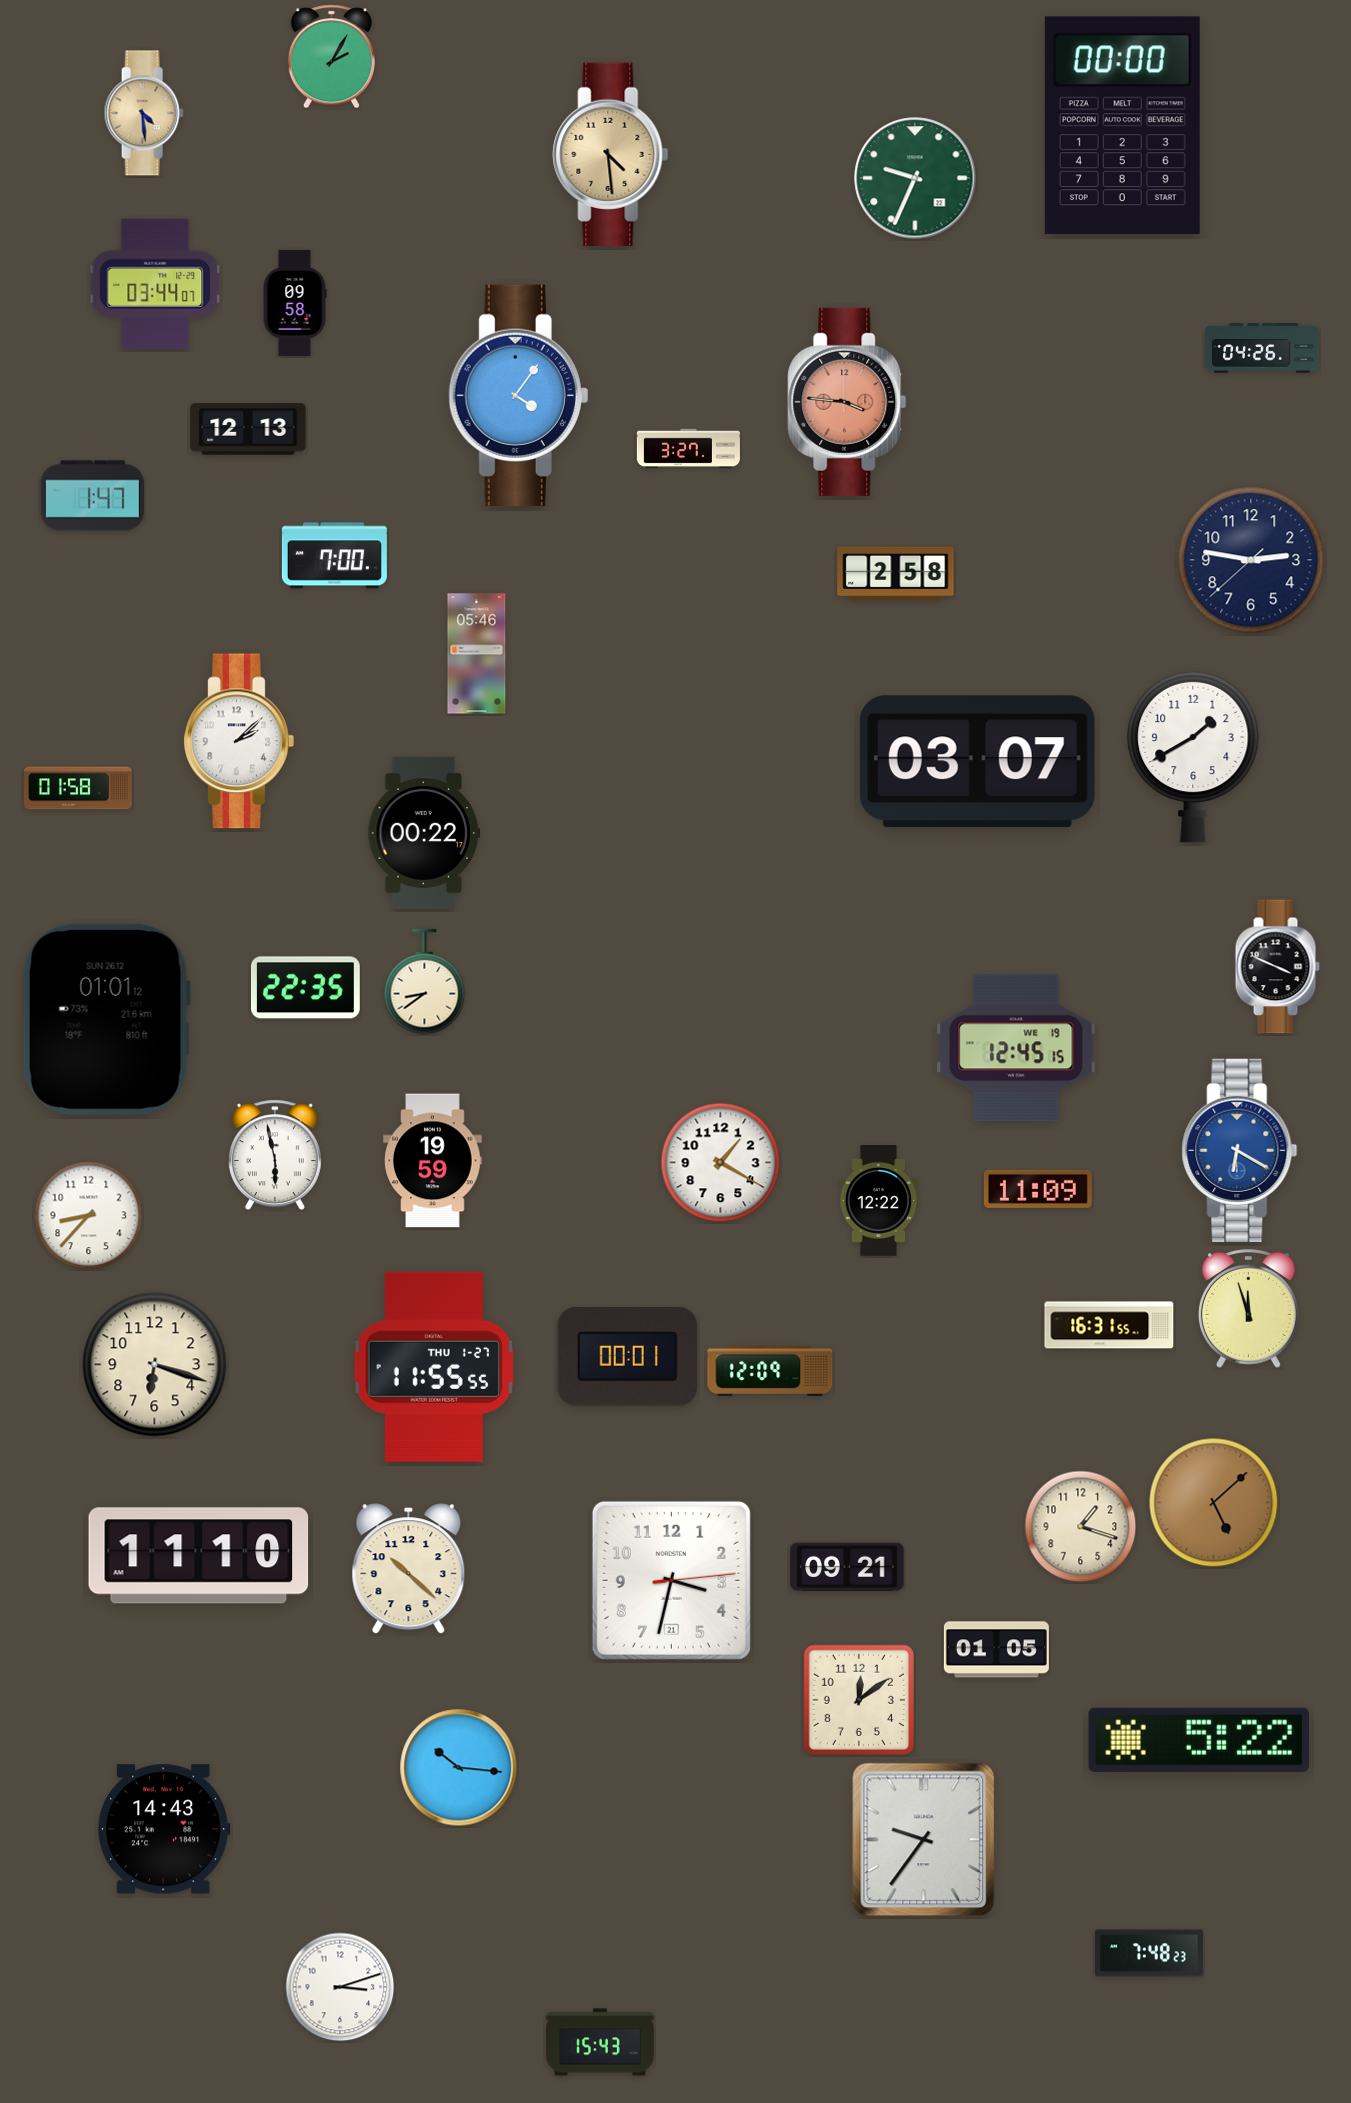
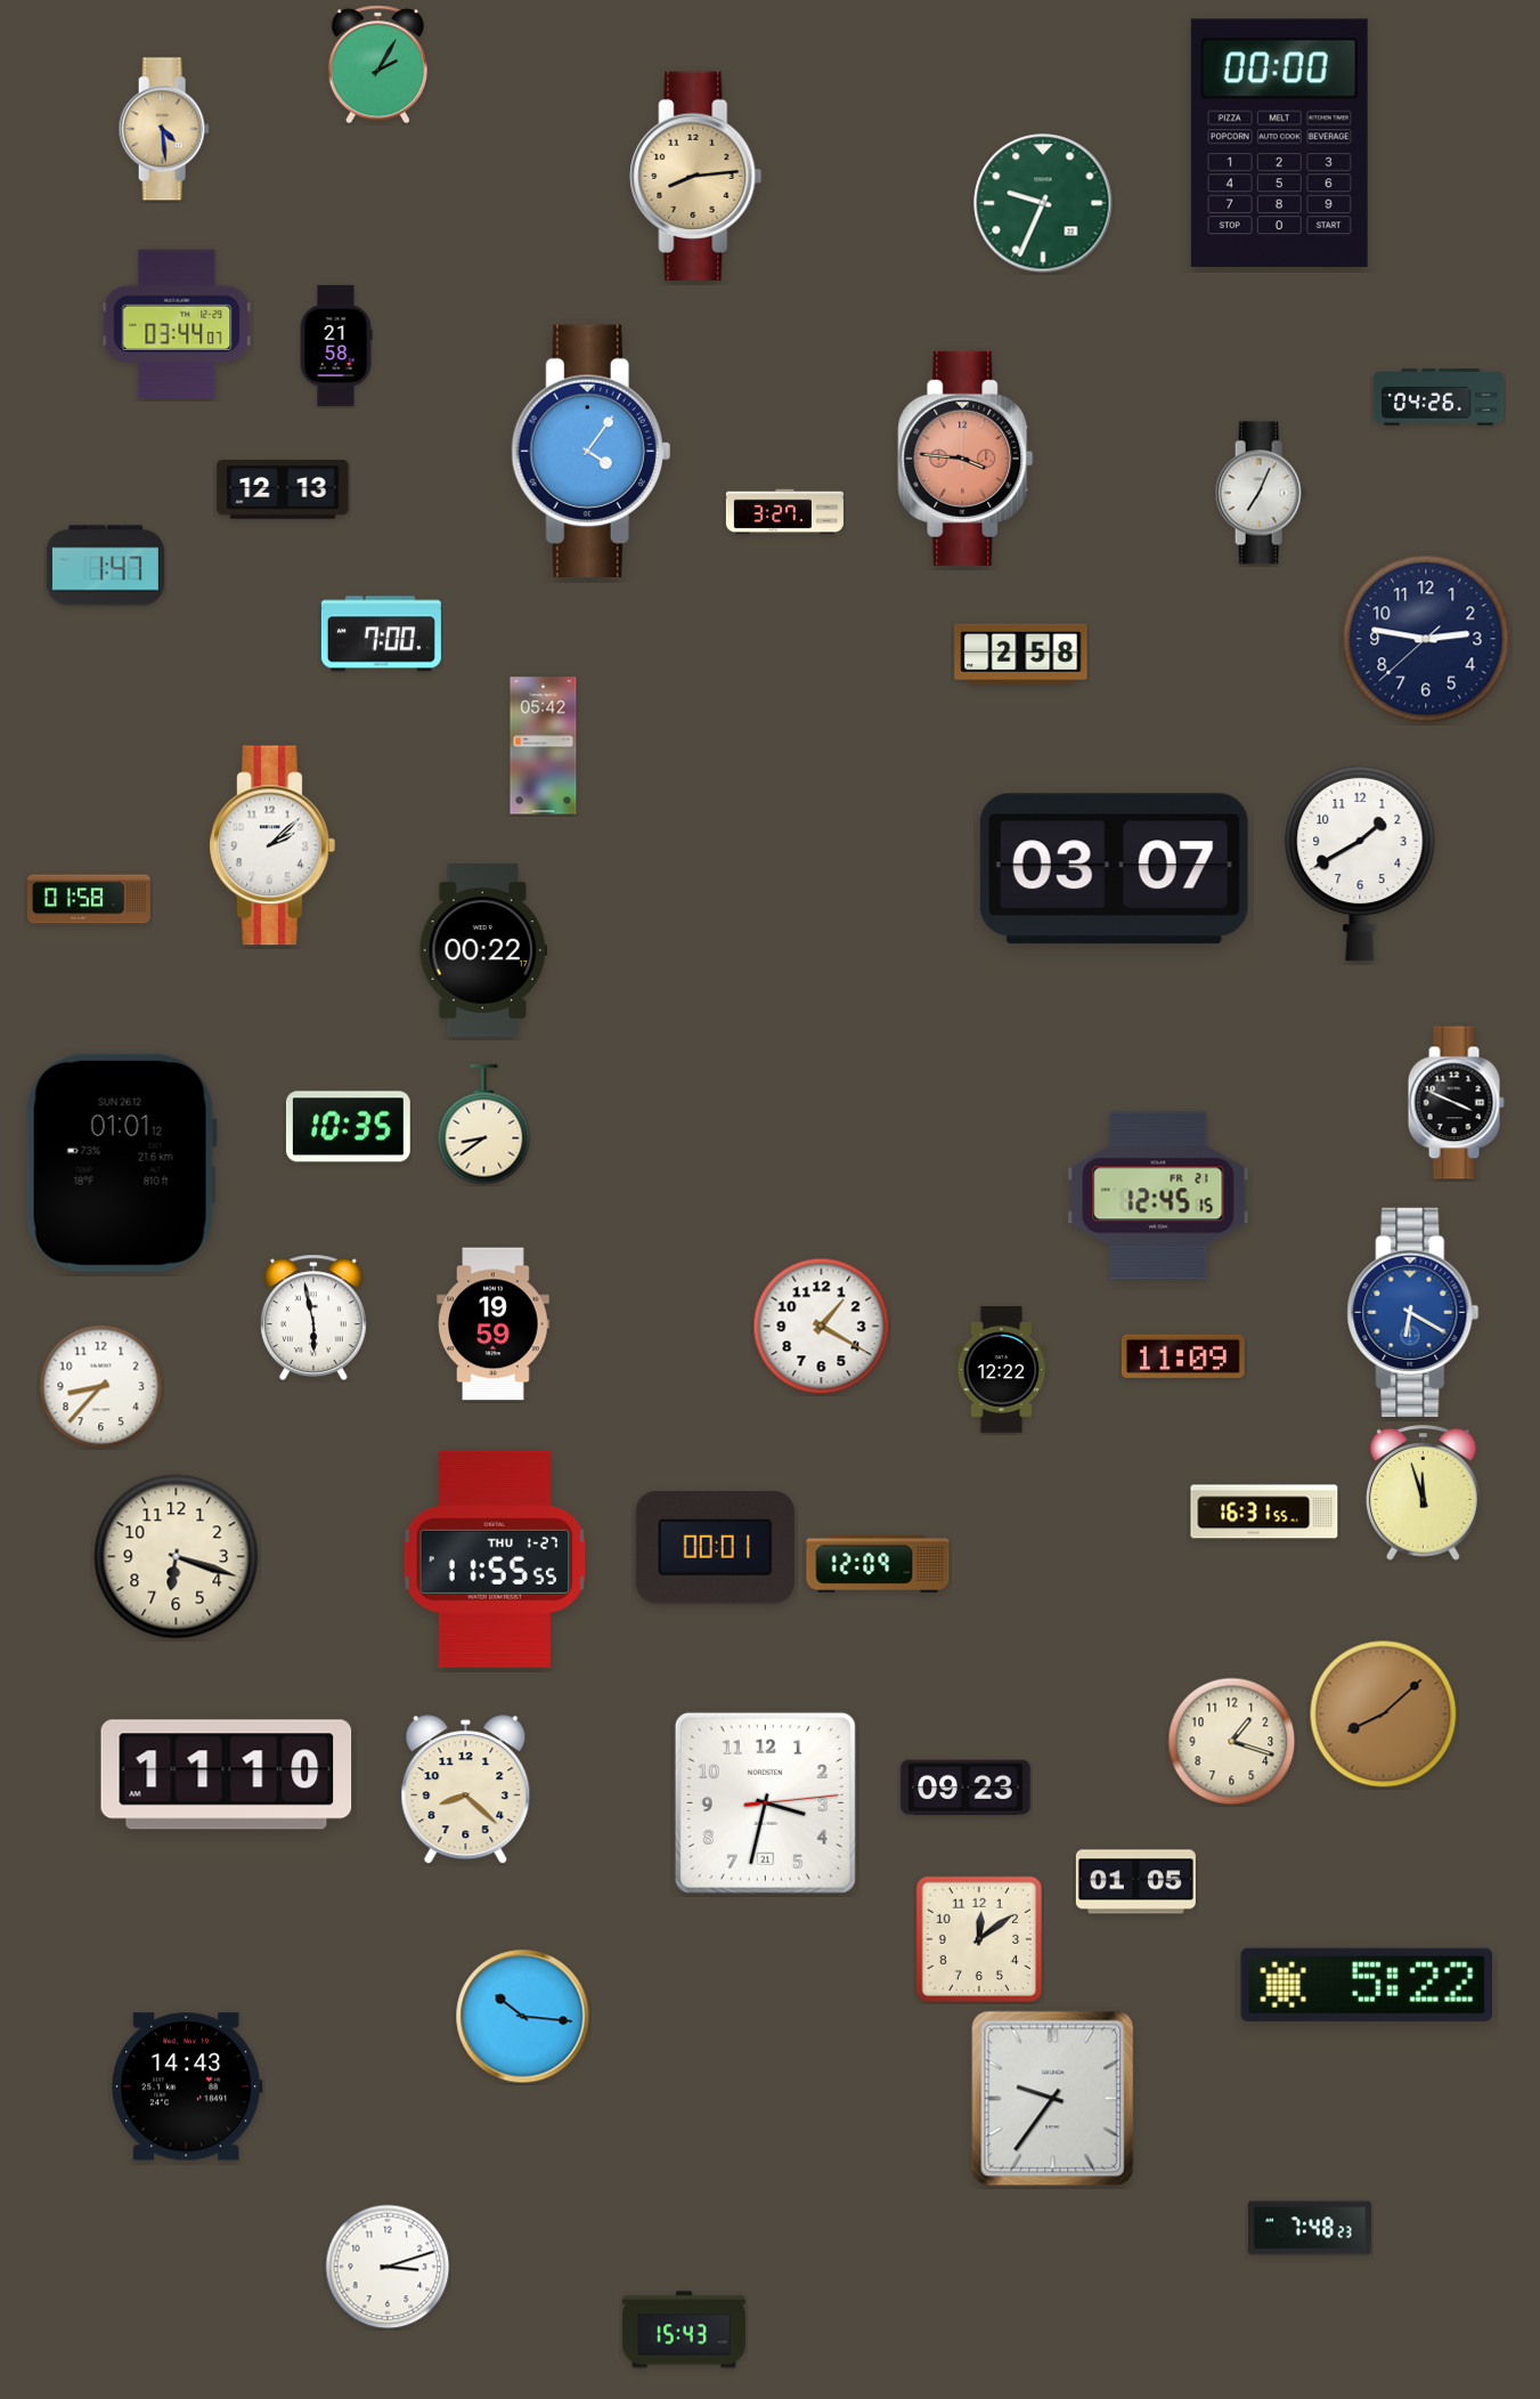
clock at (611, 154): 4:29 -> 8:14
clock at (295, 303): 09:58 -> 21:58
clock at (1261, 493): none -> 7:04
clock at (477, 654): 05:46 -> 05:42
clock at (425, 982) position: (425, 982) -> (484, 1125)
clock at (305, 988): 22:35 -> 10:35
clock at (1016, 1048) date: WE 19 -> FR 21
clock at (1214, 1503): 5:08 -> 8:08
clock at (847, 1567): 09:21 -> 09:23
clock at (409, 1569): 10:22 -> 8:22
